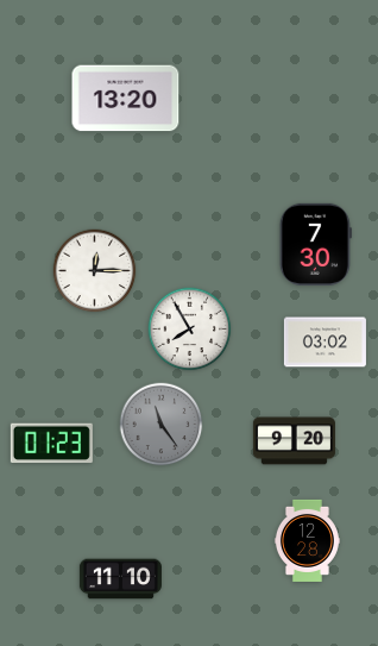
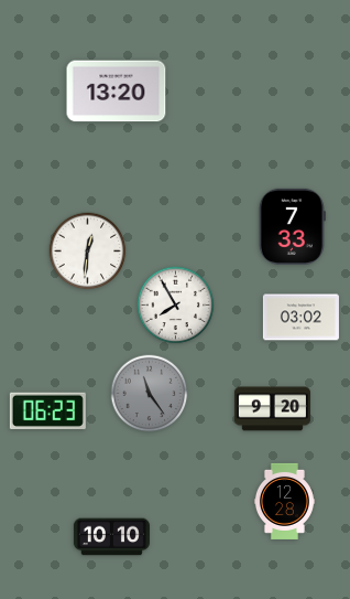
clock at (315, 244): 7:30 -> 7:33
clock at (95, 271): 12:15 -> 12:31
clock at (51, 443): 01:23 -> 06:23
clock at (120, 579): 11:10 -> 10:10
